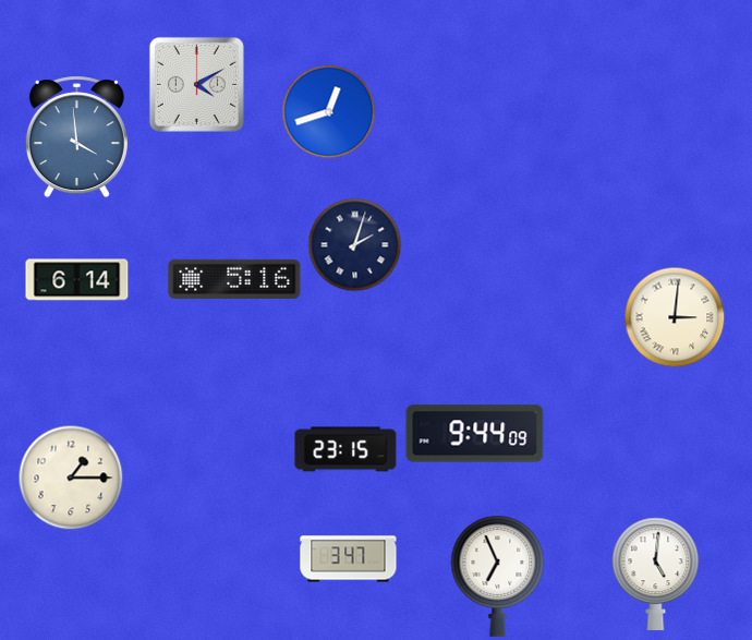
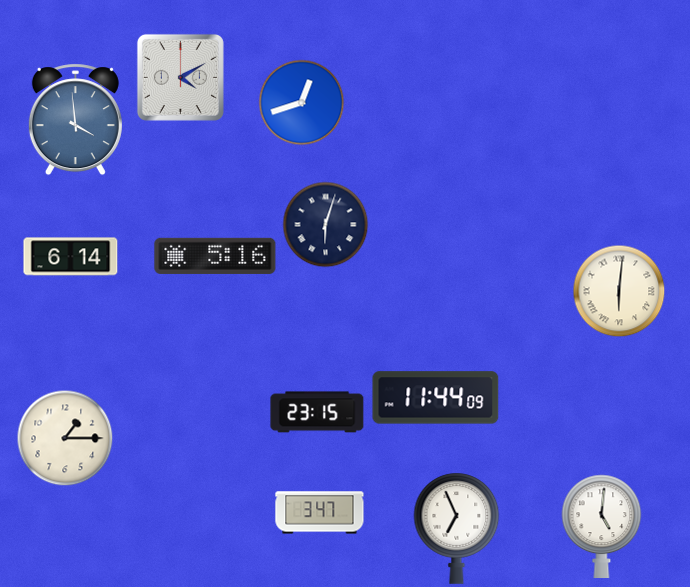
clock at (76, 137) position: (76, 137) -> (75, 120)
clock at (355, 245): 2:03 -> 6:03
clock at (675, 317): 3:01 -> 6:01
clock at (475, 434): 9:44 -> 11:44
